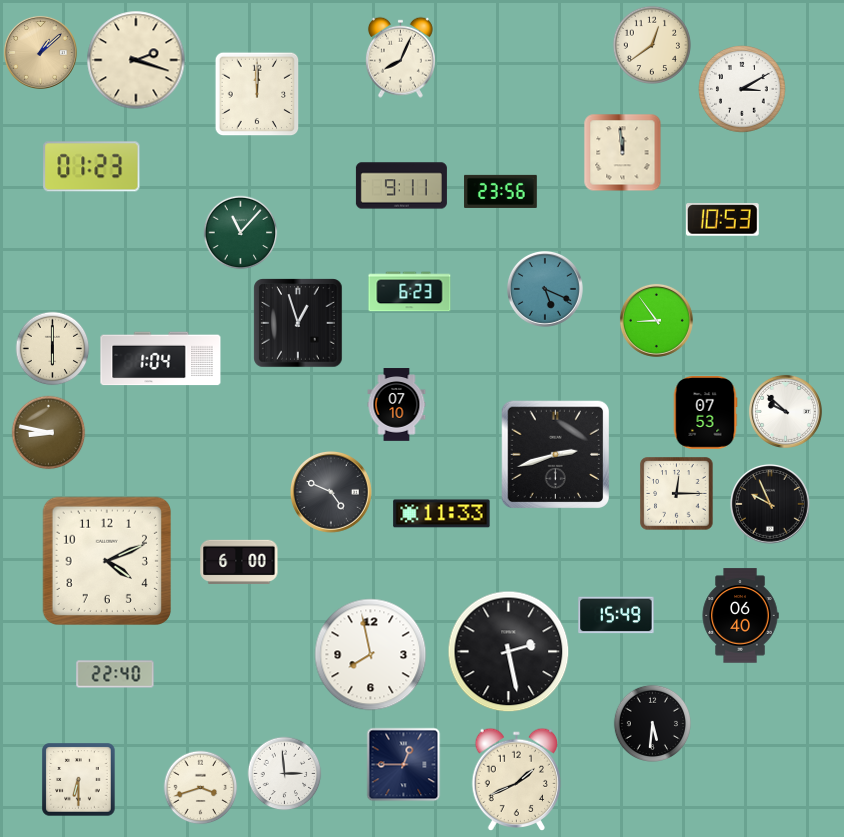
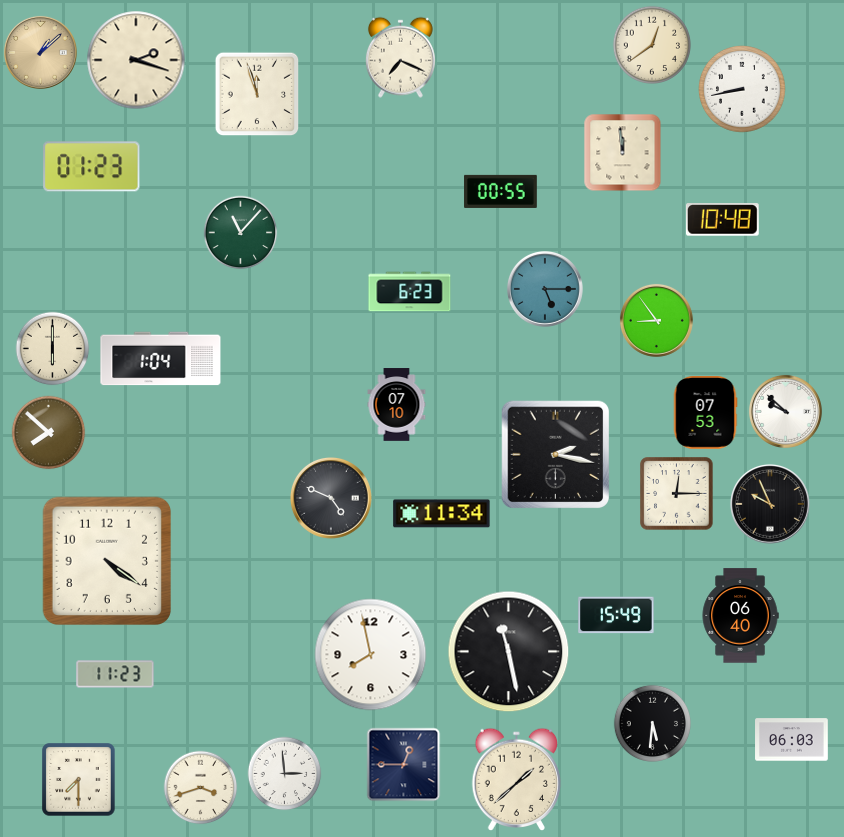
clock at (400, 57): 8:04 -> 7:19
clock at (743, 90): 3:10 -> 8:43
clock at (257, 94): 12:00 -> 11:57
clock at (401, 186): 9:11 -> none
clock at (501, 191): 23:56 -> 00:55
clock at (722, 220): 10:53 -> 10:48
clock at (545, 289): 5:19 -> 5:15
clock at (298, 323): 12:57 -> none
clock at (49, 433): 8:47 -> 7:52
clock at (556, 455): 2:42 -> 2:17
clock at (332, 493) position: (332, 493) -> (332, 499)
clock at (442, 514): 11:33 -> 11:34
clock at (106, 560): 4:11 -> 4:21
clock at (239, 562): 6:00 -> none
clock at (509, 652): 2:28 -> 11:28
clock at (115, 674): 22:40 -> 11:23
clock at (792, 740): none -> 06:03
clock at (79, 780): 6:30 -> 7:30
clock at (517, 780): 1:41 -> 1:38
